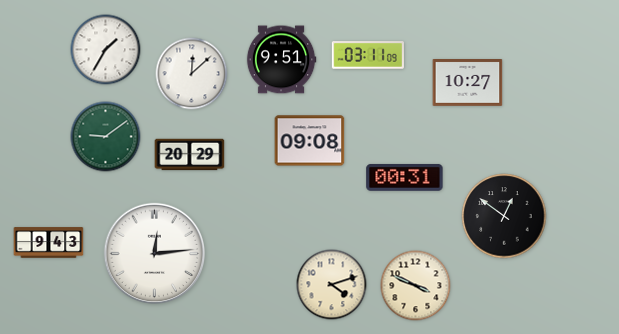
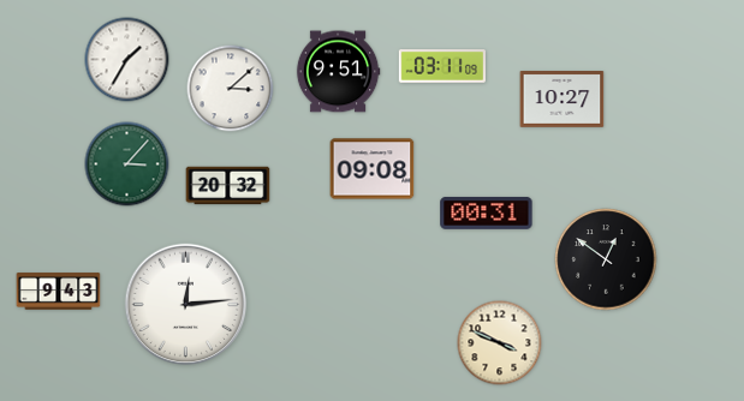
clock at (192, 74): 12:08 -> 3:08
clock at (106, 137): 9:09 -> 3:07
clock at (190, 155): 20:29 -> 20:32
clock at (332, 285): 4:12 -> none
